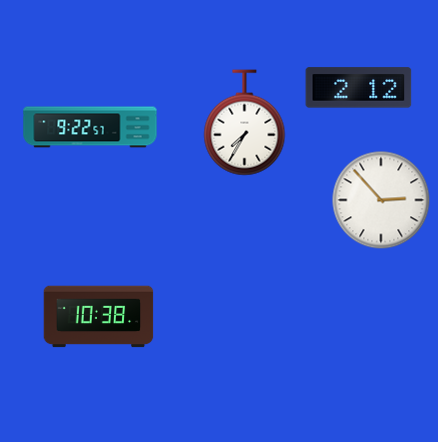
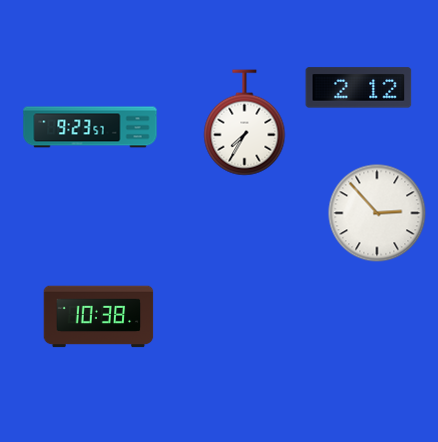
clock at (90, 127): 9:22 -> 9:23
clock at (381, 200) position: (381, 200) -> (377, 213)
